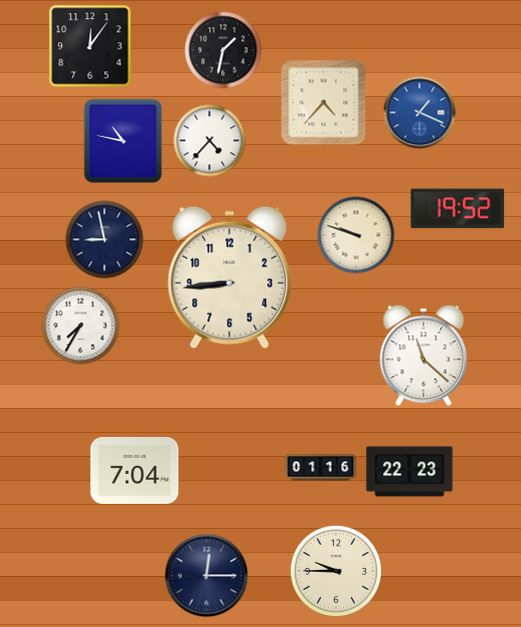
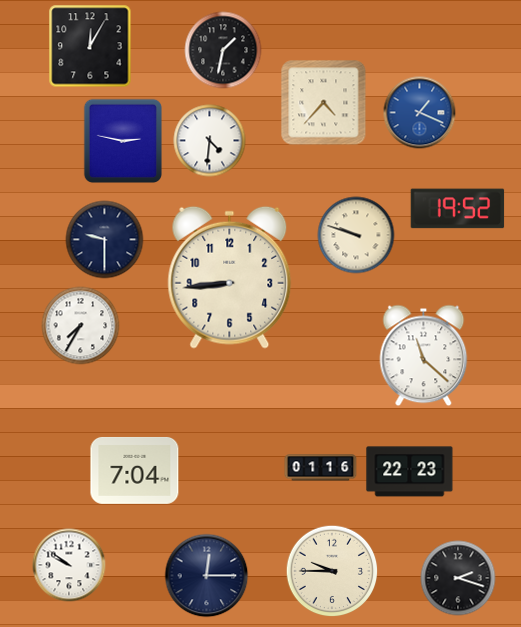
clock at (90, 46): 12:06 -> 12:05
clock at (122, 140): 10:47 -> 2:47
clock at (210, 141): 4:37 -> 4:31
clock at (105, 240): 8:58 -> 9:30
clock at (69, 565): none -> 9:51
clock at (336, 571) position: (336, 571) -> (332, 571)
clock at (458, 578): none -> 2:18
